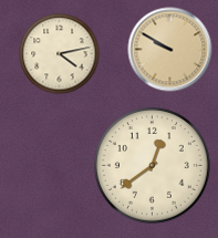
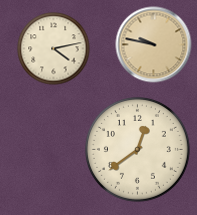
clock at (170, 50): 9:50 -> 9:47
